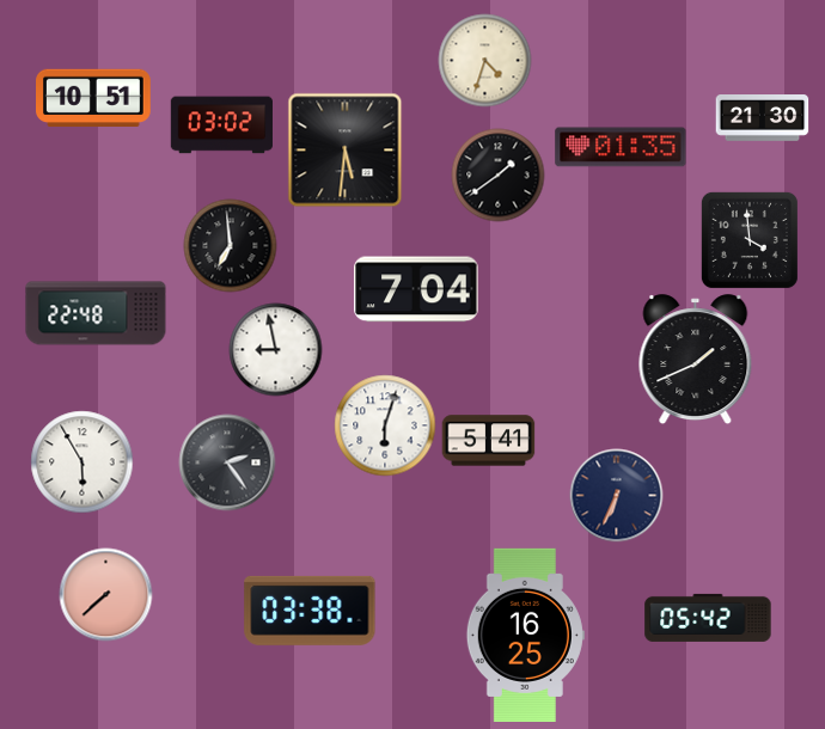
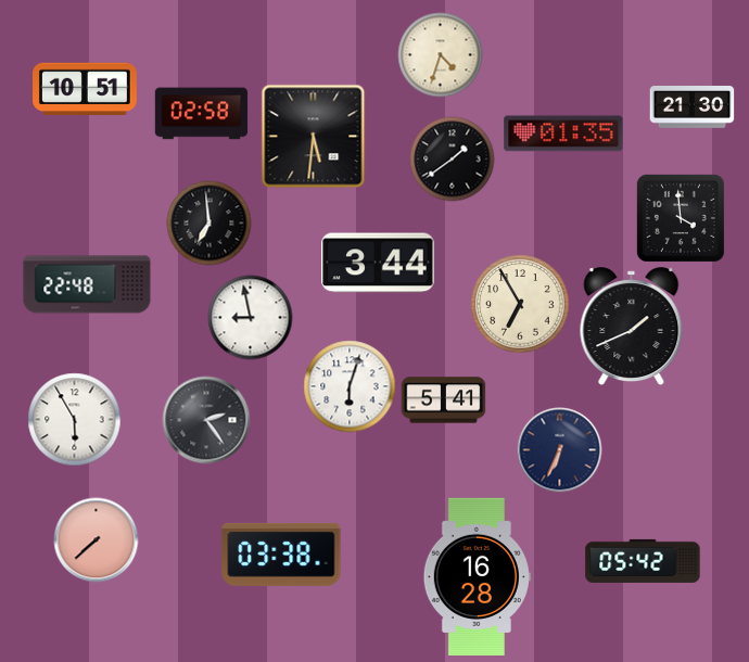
clock at (221, 125): 03:02 -> 02:58
clock at (416, 289): 7:04 -> 3:44
clock at (520, 304): none -> 6:55
clock at (525, 635): 16:25 -> 16:28
